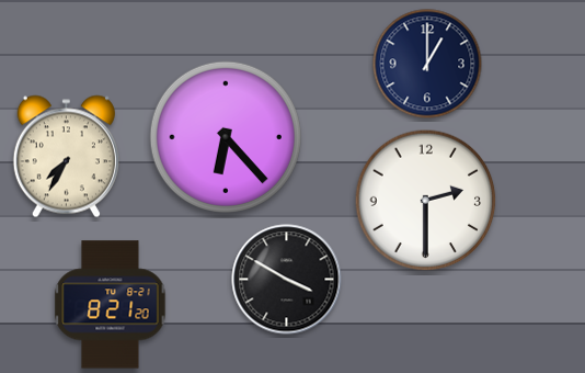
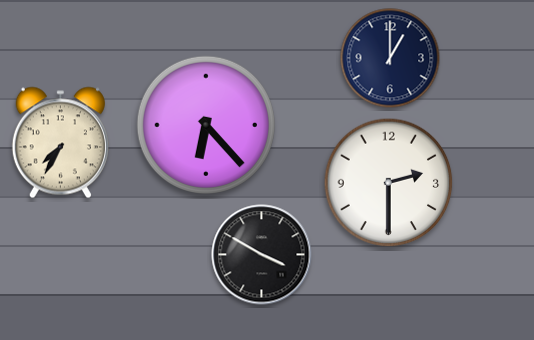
clock at (111, 305): 8:21 -> none
